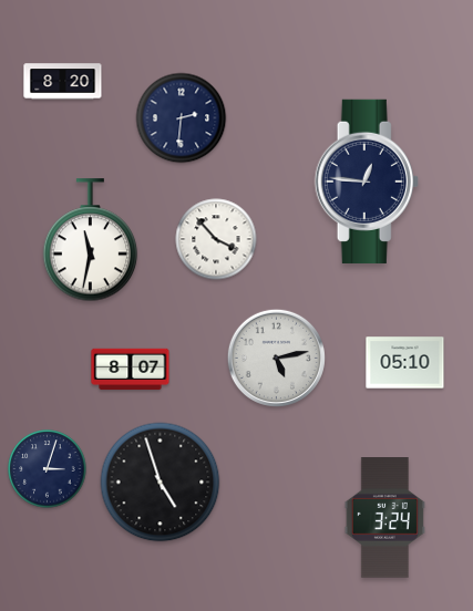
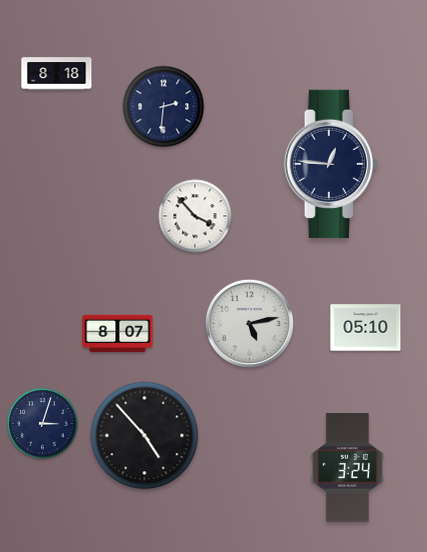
clock at (63, 82): 8:20 -> 8:18
clock at (91, 240): 11:32 -> none
clock at (161, 483): 4:57 -> 4:53
